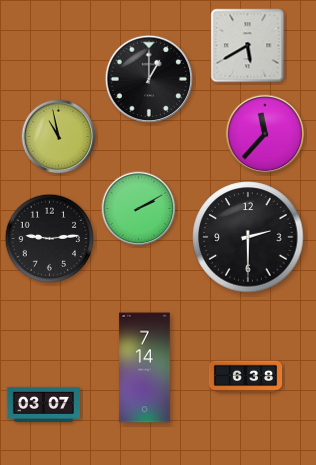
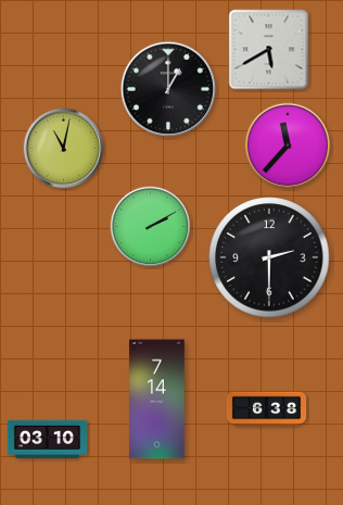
clock at (149, 79) position: (149, 79) -> (168, 89)
clock at (59, 137): 10:58 -> 11:02
clock at (50, 239): 9:14 -> none
clock at (43, 404): 03:07 -> 03:10
